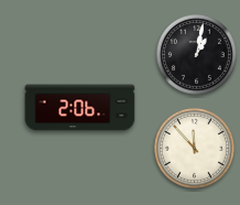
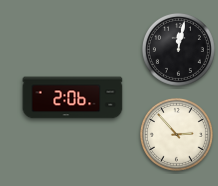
clock at (196, 54): 1:02 -> 12:02
clock at (194, 148): 11:53 -> 2:53
